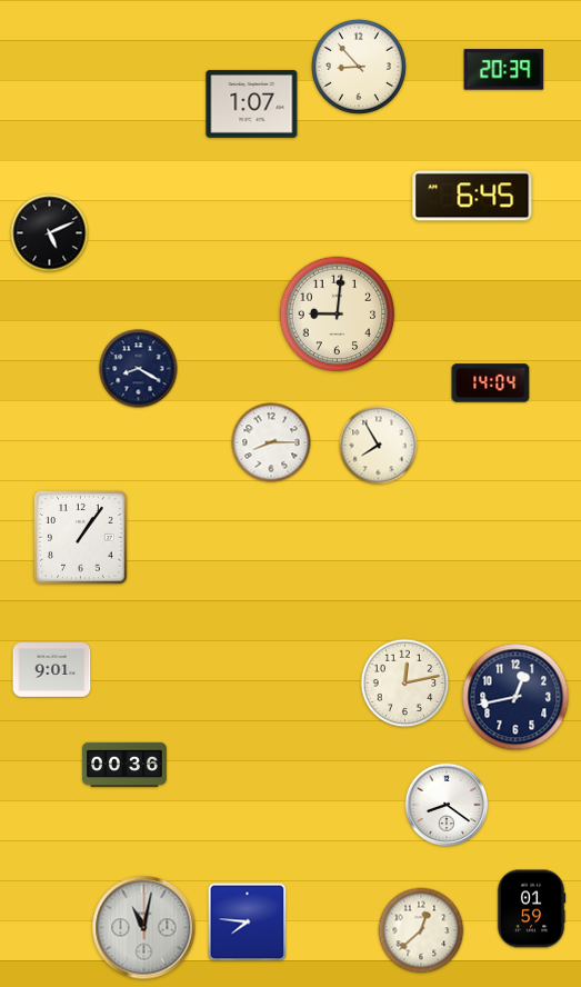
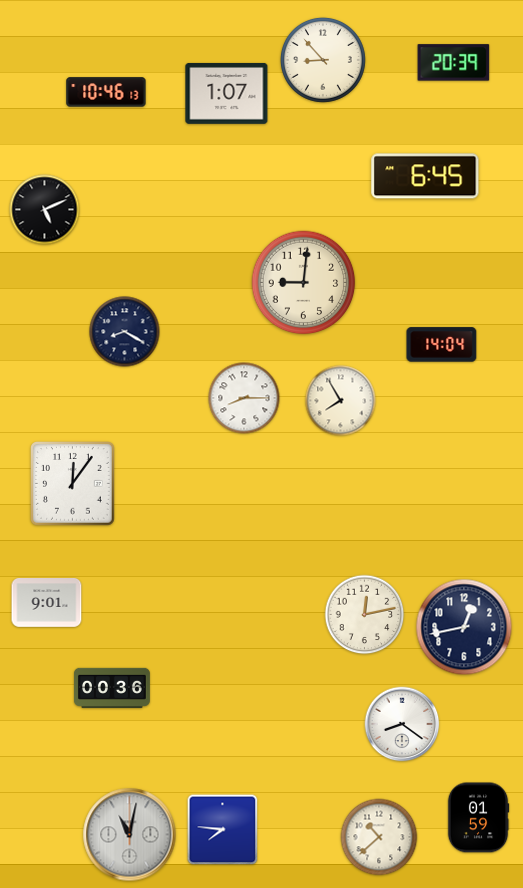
clock at (106, 92): none -> 10:46
clock at (81, 538): 1:06 -> 12:06
clock at (421, 930): 12:38 -> 10:38
